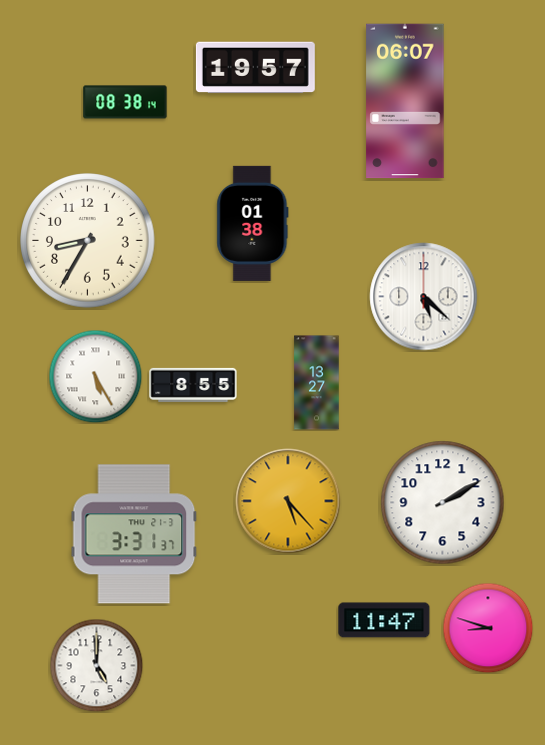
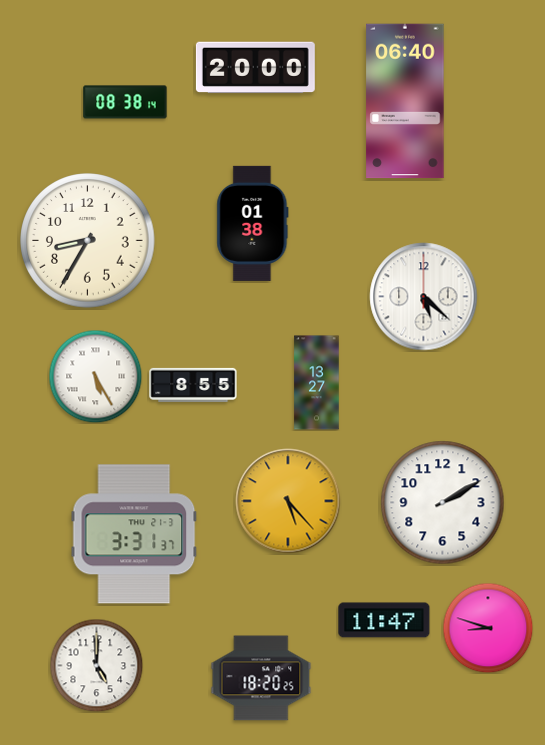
clock at (255, 68): 19:57 -> 20:00
clock at (405, 101): 06:07 -> 06:40
clock at (261, 678): none -> 18:20
